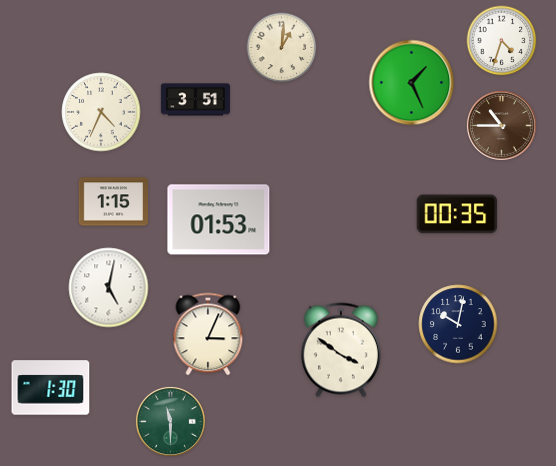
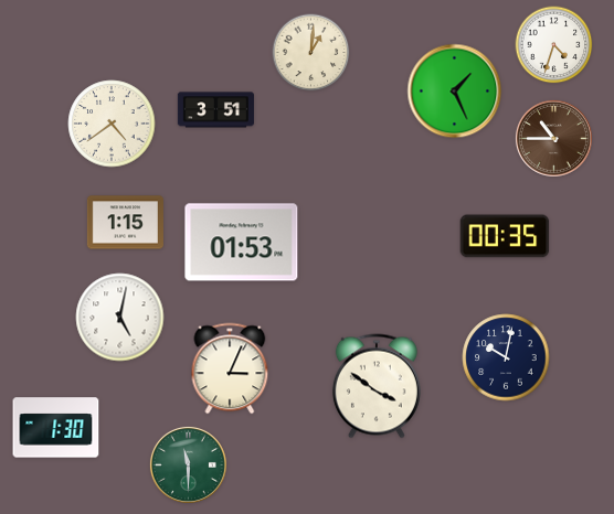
clock at (101, 112): 4:34 -> 4:39
